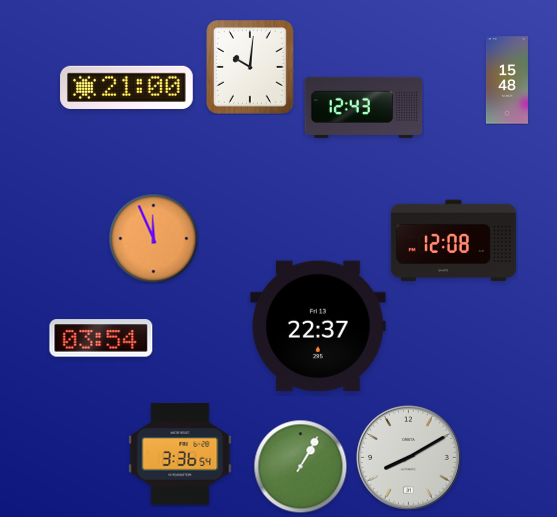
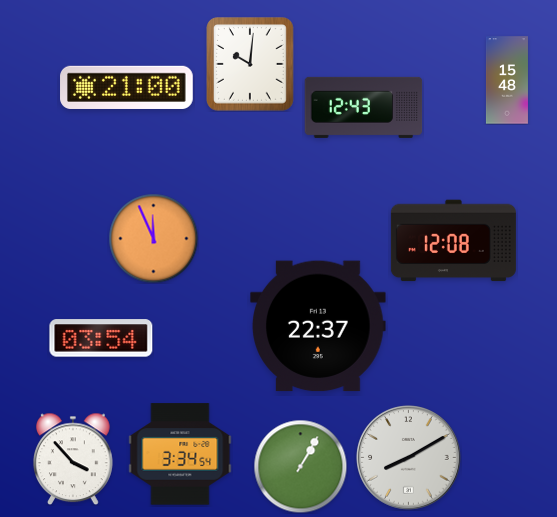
clock at (251, 68) position: (251, 68) -> (251, 65)
clock at (180, 454): 3:36 -> 3:34
clock at (74, 459): none -> 3:53
